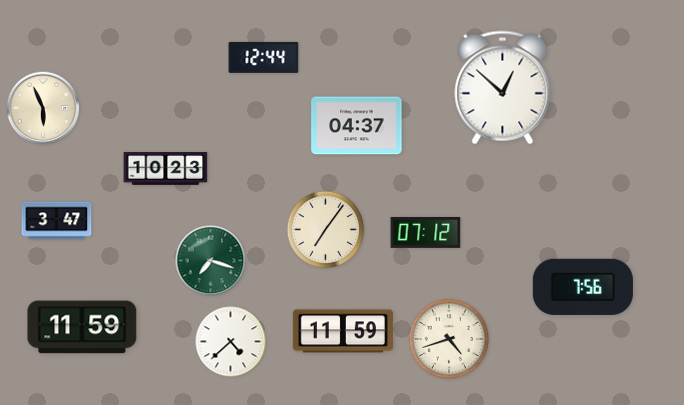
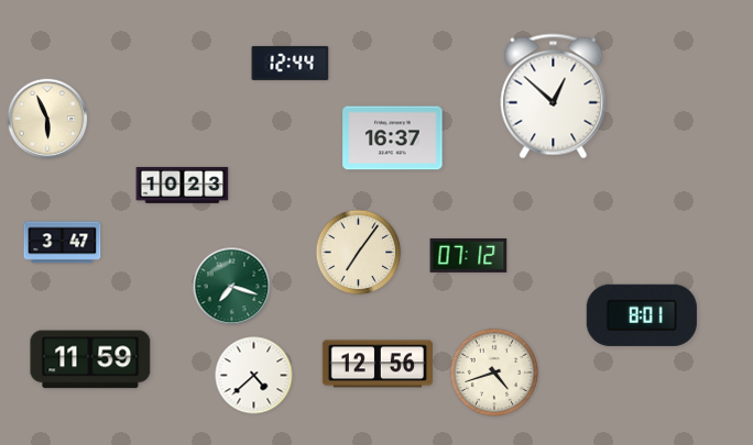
clock at (357, 126): 04:37 -> 16:37
clock at (583, 287): 7:56 -> 8:01
clock at (343, 331): 11:59 -> 12:56
